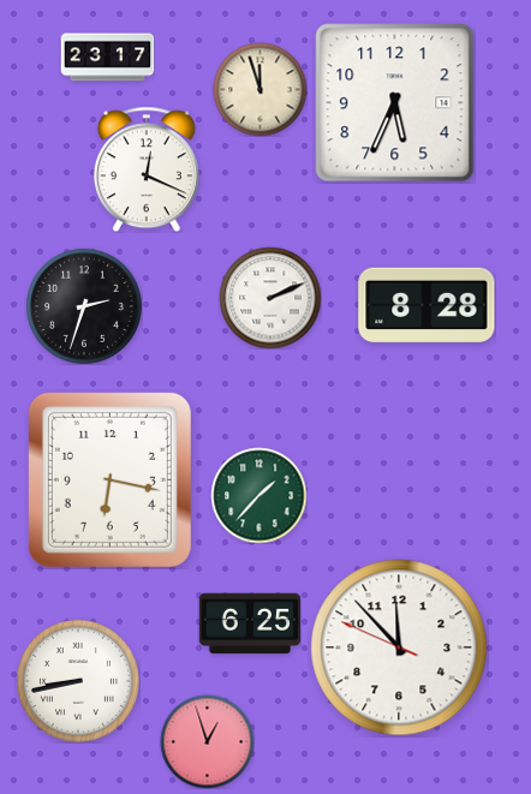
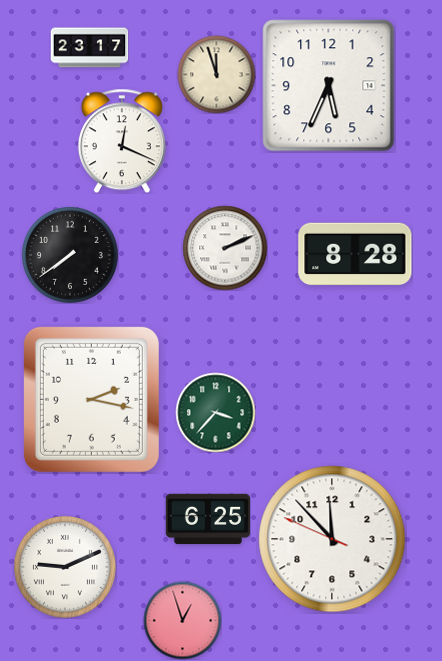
clock at (84, 306): 2:33 -> 7:39
clock at (109, 479): 6:17 -> 2:17
clock at (258, 495): 1:37 -> 3:37
clock at (78, 681): 8:43 -> 9:11
clock at (207, 741) position: (207, 741) -> (182, 620)
